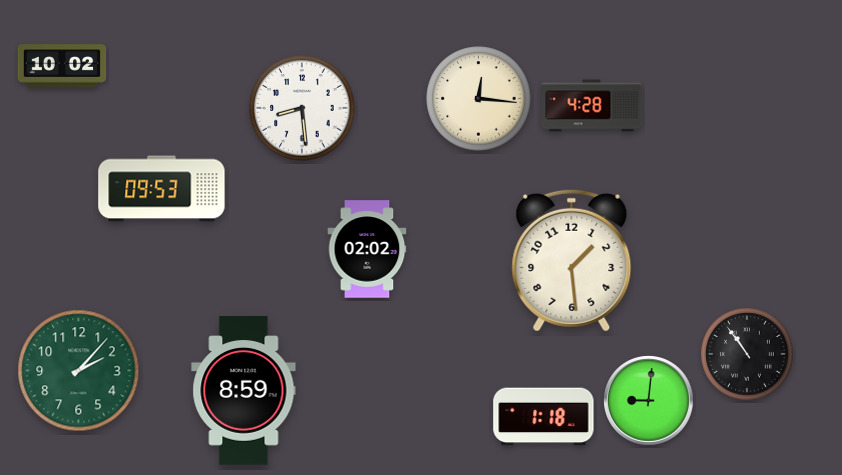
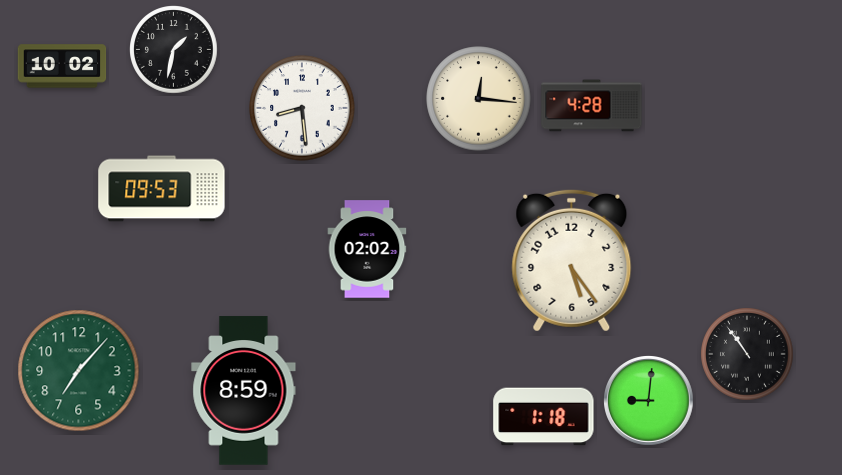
clock at (174, 50): none -> 1:32
clock at (572, 260): 1:29 -> 5:24
clock at (79, 371): 2:07 -> 7:07
